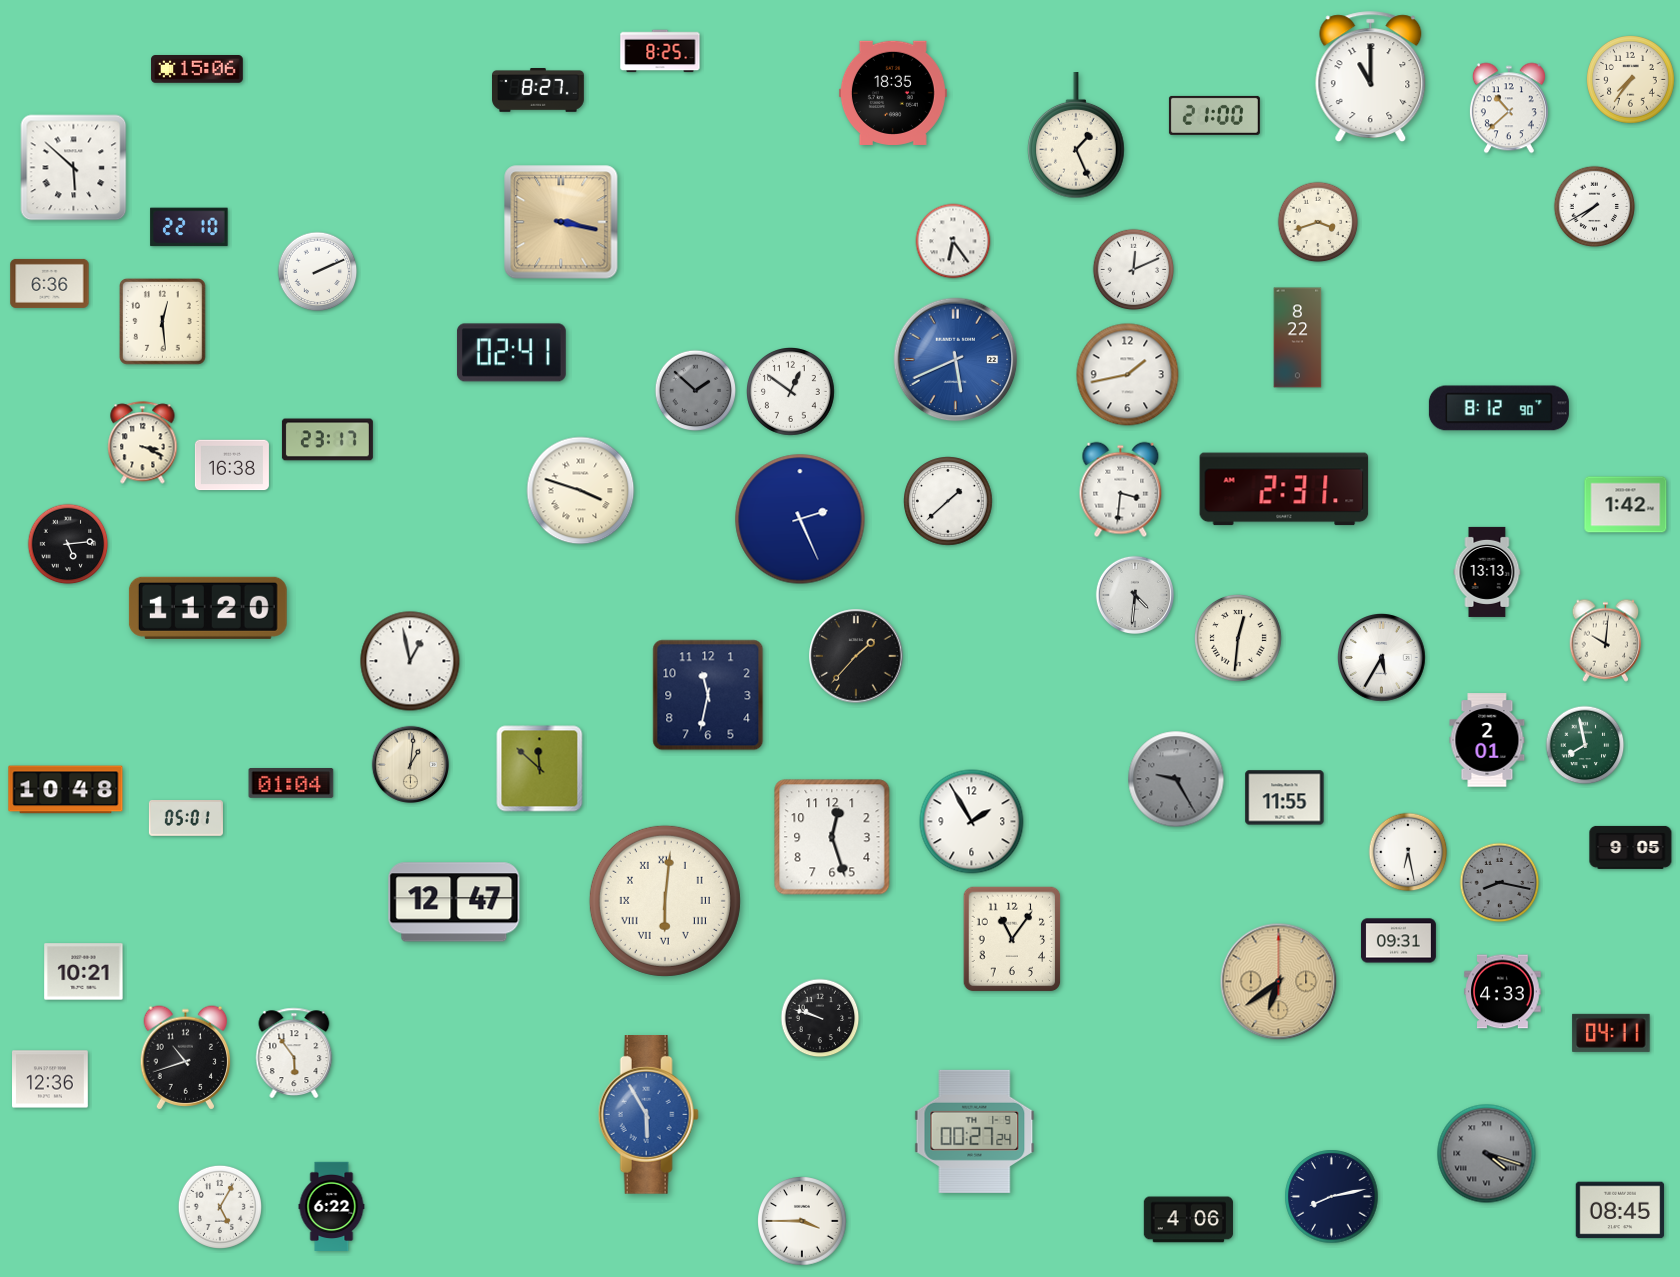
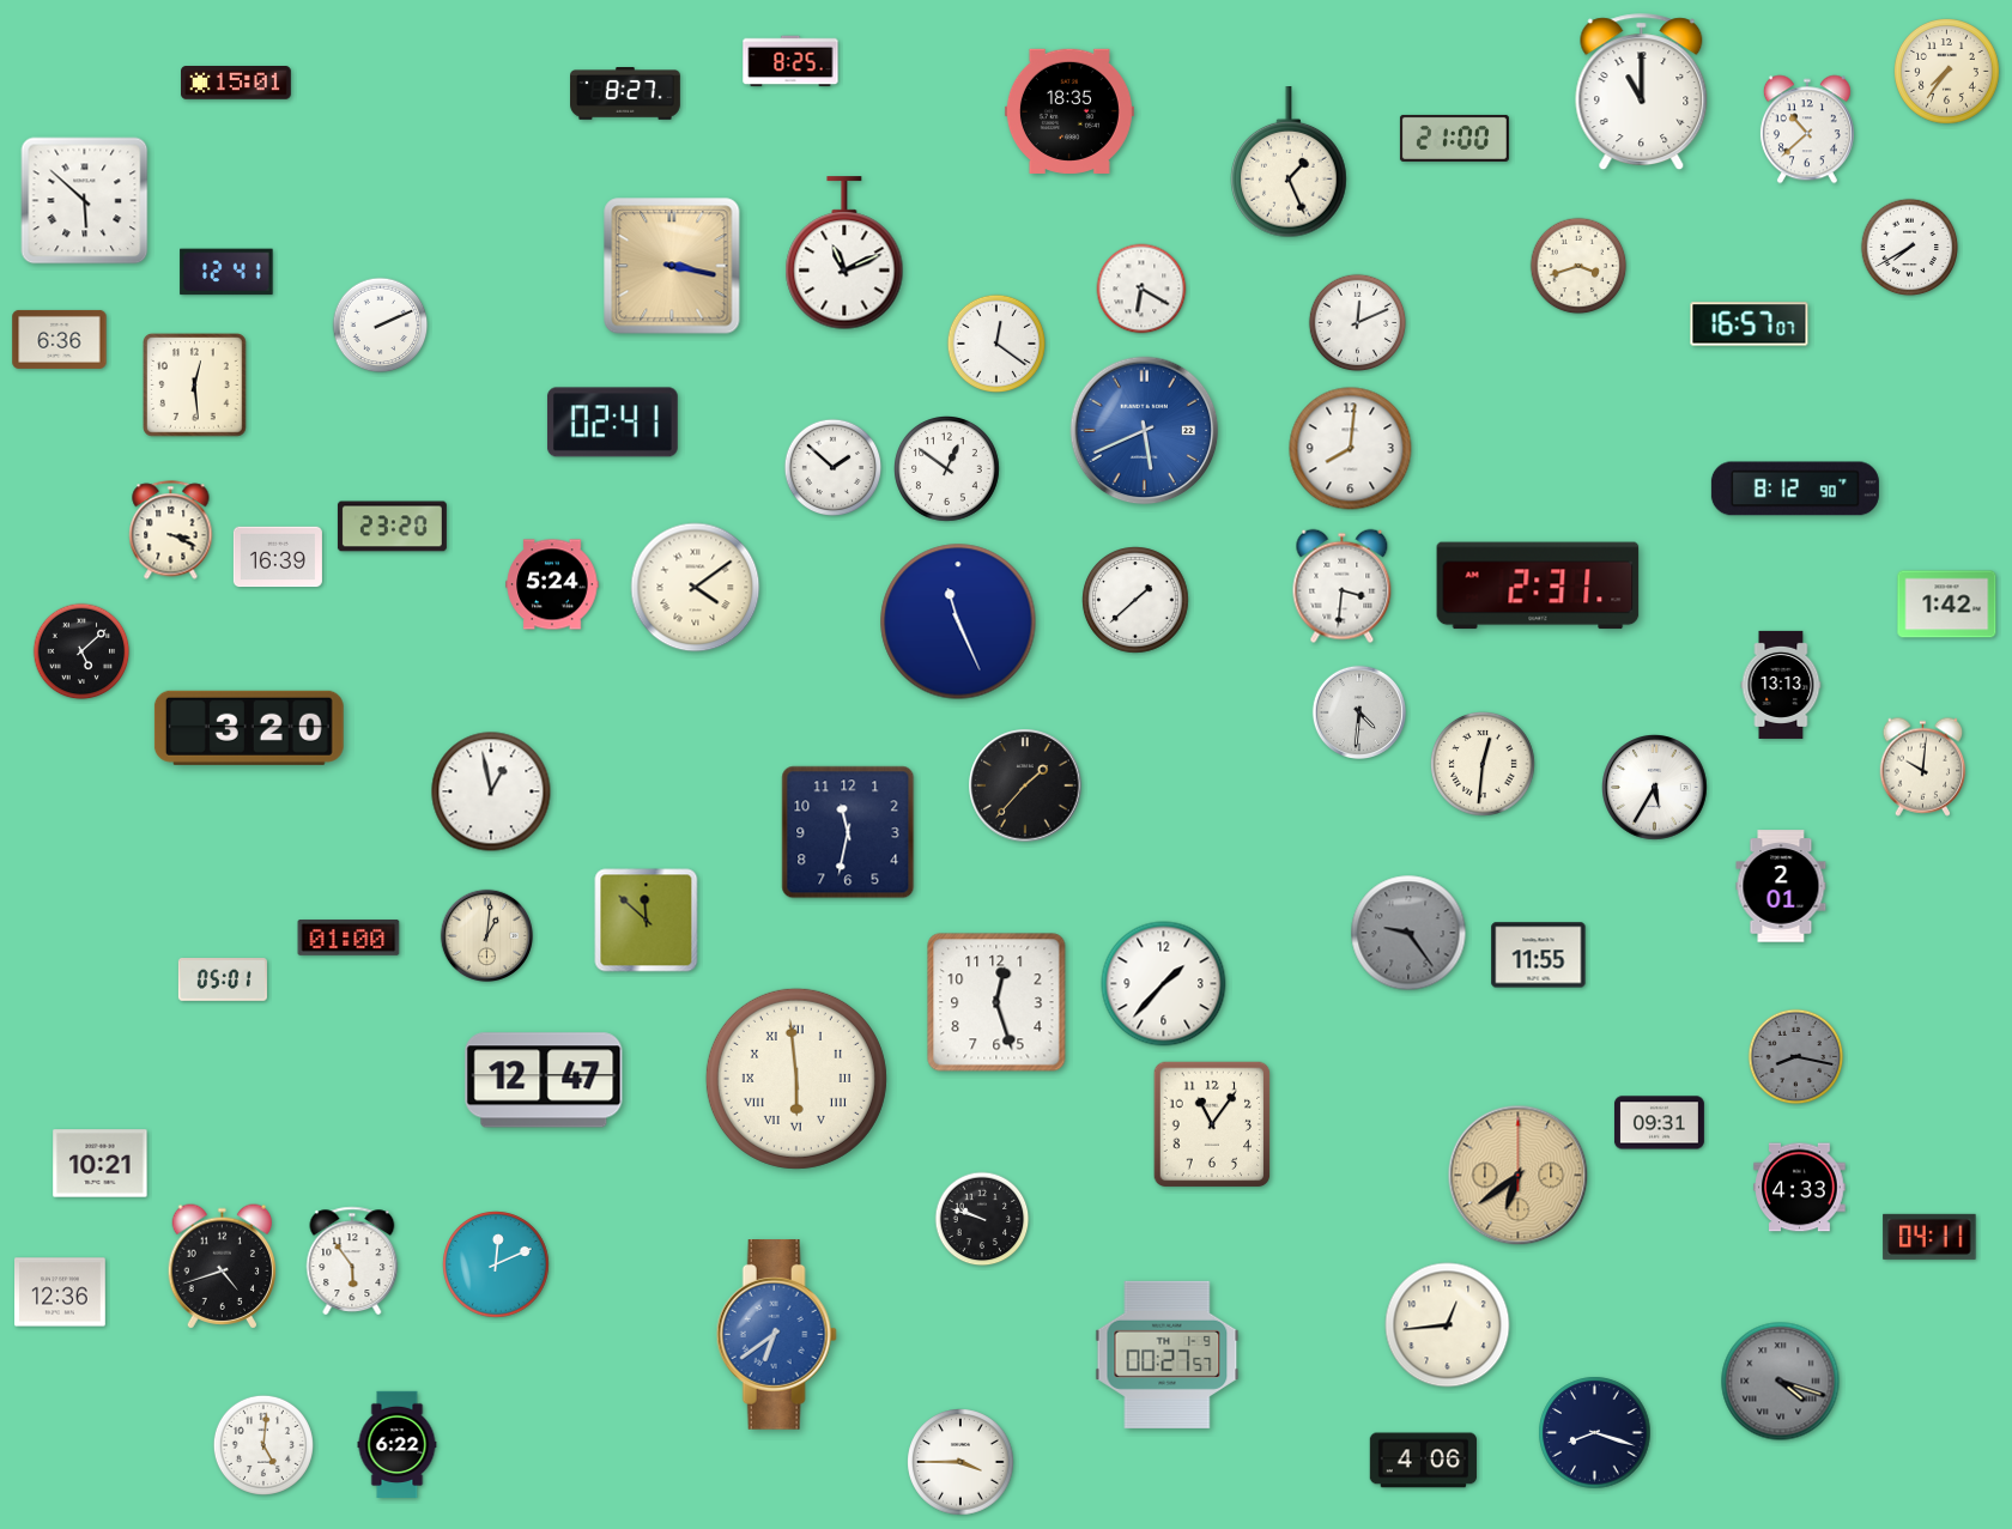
clock at (198, 69): 15:06 -> 15:01
clock at (1631, 80) position: (1631, 80) -> (1947, 72)
clock at (539, 91) position: (539, 91) -> (626, 95)
clock at (74, 168) position: (74, 168) -> (85, 201)
clock at (844, 254): none -> 11:11
clock at (189, 227): 22:10 -> 12:41
clock at (953, 241): 6:24 -> 6:20
clock at (1750, 324): none -> 16:57
clock at (995, 342): none -> 12:21
clock at (1298, 338): 8:22 -> none
clock at (1128, 375): 1:43 -> 8:01
clock at (696, 391) dial: grey -> white
clock at (327, 440): 23:17 -> 23:20
clock at (232, 465): 16:38 -> 16:39
clock at (552, 584): none -> 5:24
clock at (581, 491): 3:48 -> 4:09
clock at (800, 519): 2:26 -> 11:26
clock at (68, 544): 5:14 -> 5:08
clock at (208, 608): 11:20 -> 3:20
clock at (1585, 745): 7:58 -> none
clock at (410, 764) position: (410, 764) -> (486, 935)
clock at (1176, 779): 9:25 -> 9:24
clock at (291, 784): 01:04 -> 01:00
clock at (66, 790): 10:48 -> none
clock at (972, 822): 1:55 -> 1:37
clock at (1631, 847): 9:05 -> none
clock at (1408, 852): 6:28 -> none
clock at (665, 901): 6:01 -> 5:59
clock at (1398, 941) position: (1398, 941) -> (1659, 1123)
clock at (1279, 982) position: (1279, 982) -> (1519, 1176)
clock at (496, 1264): none -> 12:11
clock at (186, 1058): 10:42 -> 4:42
clock at (1448, 1325): none -> 12:44
clock at (648, 1115): 5:55 -> 6:39
clock at (975, 1131): 00:27:24 -> 00:27:57
clock at (1332, 1197): 8:13 -> 8:18
clock at (220, 1207): 5:05 -> 5:01
clock at (1620, 1210): 08:45 -> none
